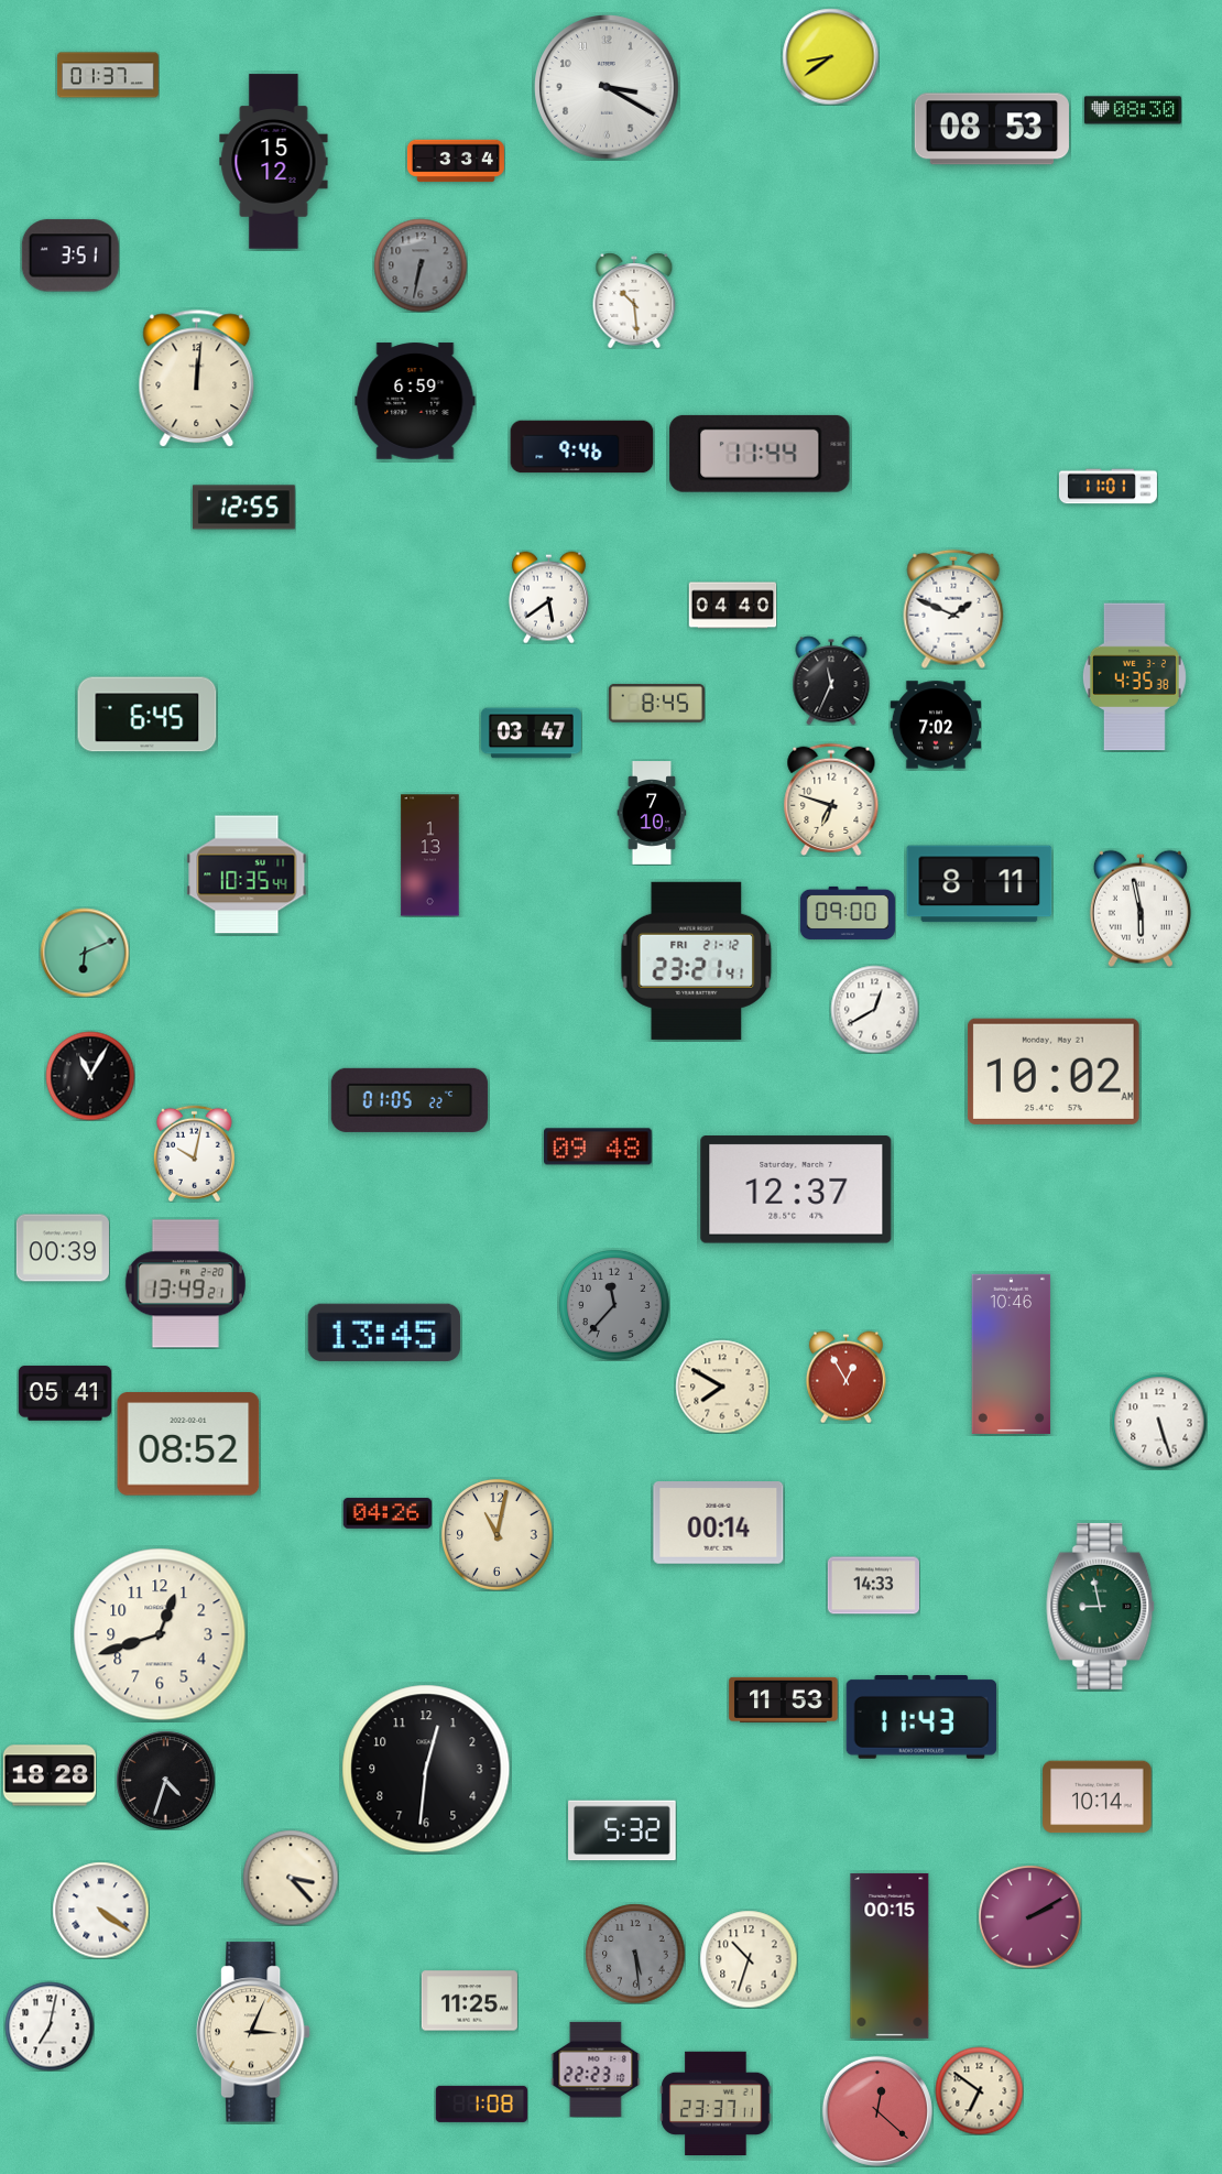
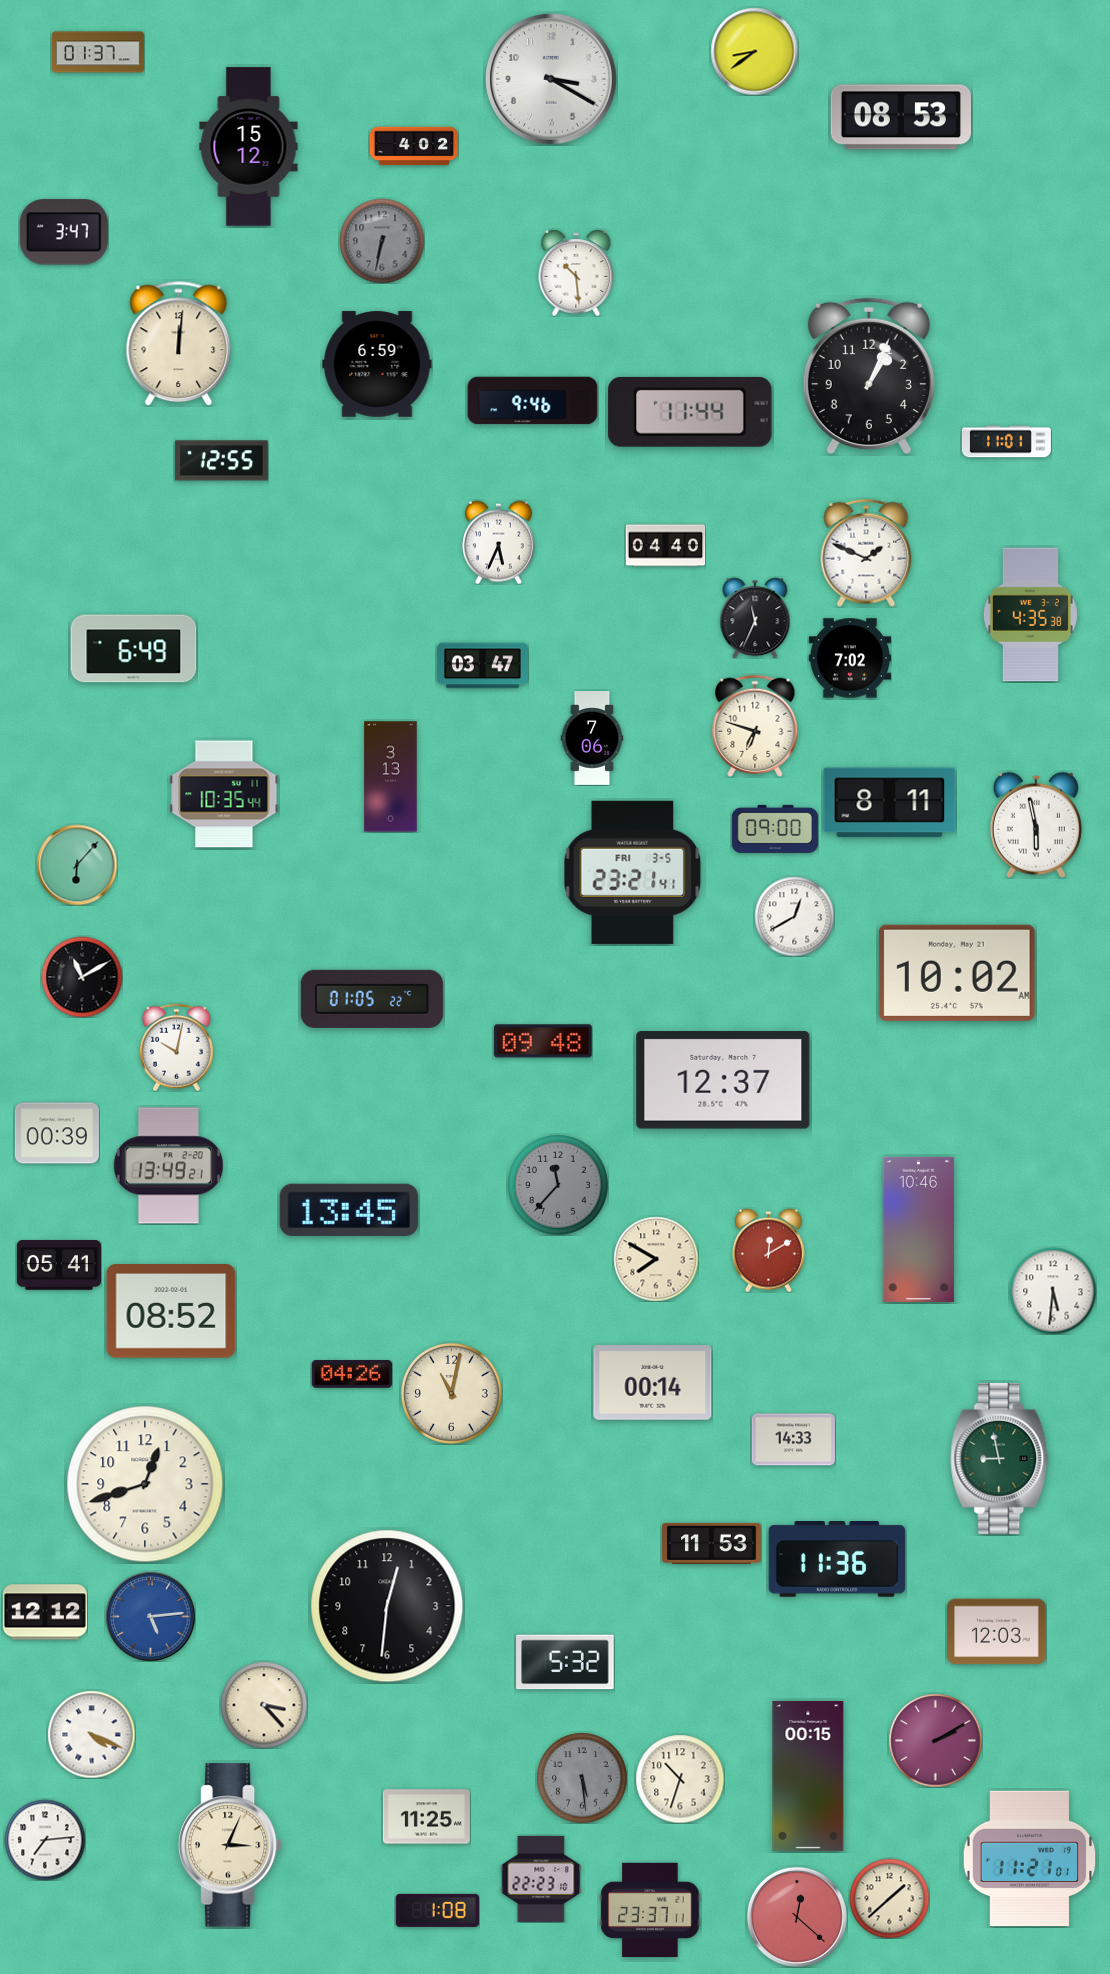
clock at (108, 75) position: (108, 75) -> (98, 52)
clock at (1133, 110): 08:30 -> none
clock at (456, 161): 3:34 -> 4:02
clock at (70, 256): 3:51 -> 3:47
clock at (869, 376): none -> 1:04
clock at (582, 447) position: (582, 447) -> (533, 401)
clock at (548, 597): 5:39 -> 5:34
clock at (732, 606) position: (732, 606) -> (665, 546)
clock at (656, 703): 8:45 -> none
clock at (148, 715): 6:45 -> 6:49
clock at (652, 813): 7:10 -> 7:06
clock at (430, 856): 1:13 -> 3:13
clock at (848, 913) position: (848, 913) -> (775, 829)
clock at (85, 953): 6:11 -> 6:07
clock at (697, 960) date: FRI 21-12 -> FRI 3-5
clock at (90, 1076): 11:05 -> 11:10
clock at (845, 1377): 12:55 -> 12:10
clock at (1159, 1422): 5:27 -> 5:31
clock at (921, 1717): 11:43 -> 11:36
clock at (50, 1775): 18:28 -> 12:12
clock at (165, 1780): 4:33 -> 5:14
clock at (165, 1780) dial: black -> blue
clock at (1098, 1797): 10:14 -> 12:03
clock at (100, 1910): 4:21 -> 4:19
clock at (635, 1954) position: (635, 1954) -> (582, 1778)
clock at (50, 2026): 7:02 -> 7:14
clock at (1030, 1859): none -> 11:21
clock at (979, 2090): 6:51 -> 1:38
